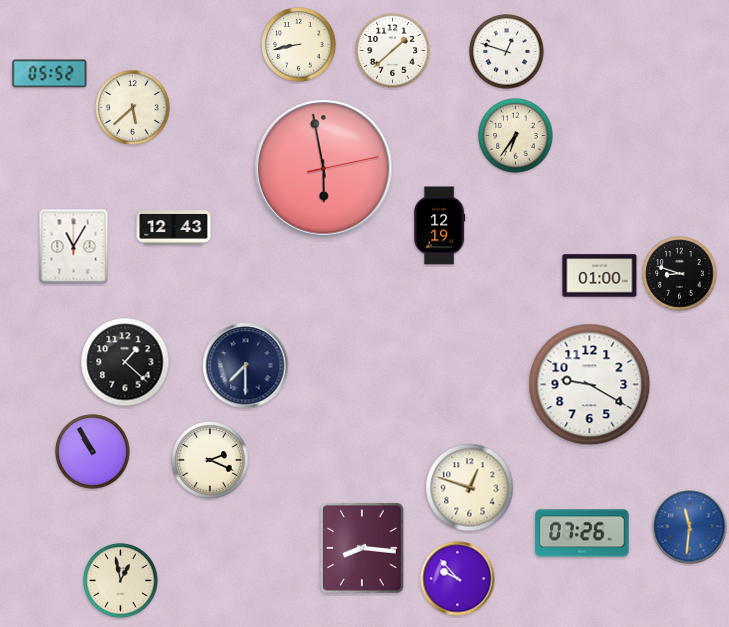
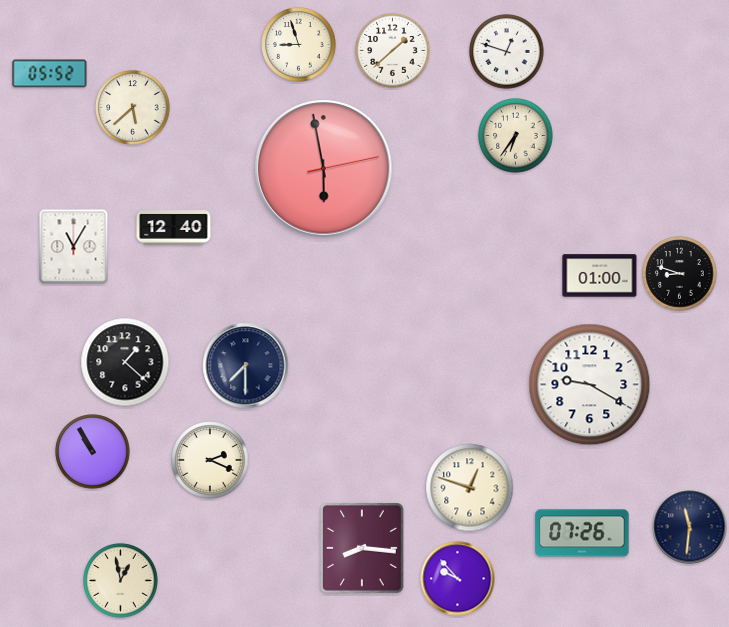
clock at (299, 45): 8:43 -> 8:57
clock at (439, 226): 12:19 -> none
clock at (174, 228): 12:43 -> 12:40
clock at (690, 527) dial: blue -> navy
